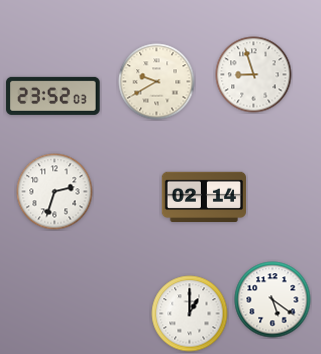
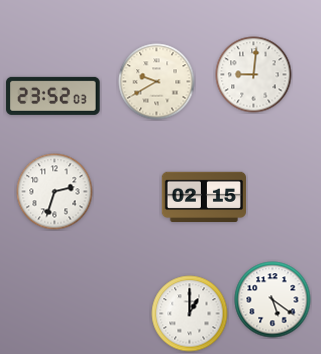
clock at (254, 75): 8:57 -> 9:01
clock at (203, 196): 02:14 -> 02:15
